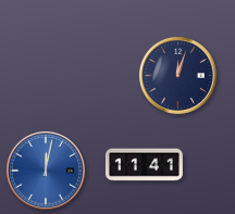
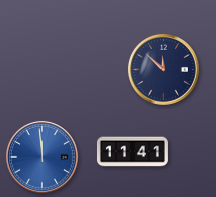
clock at (177, 75): 12:03 -> 11:52
clock at (46, 171): 12:02 -> 11:59
